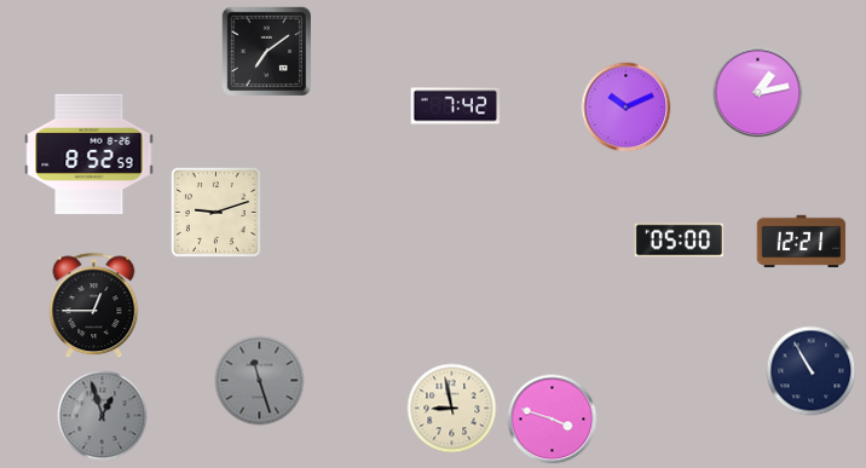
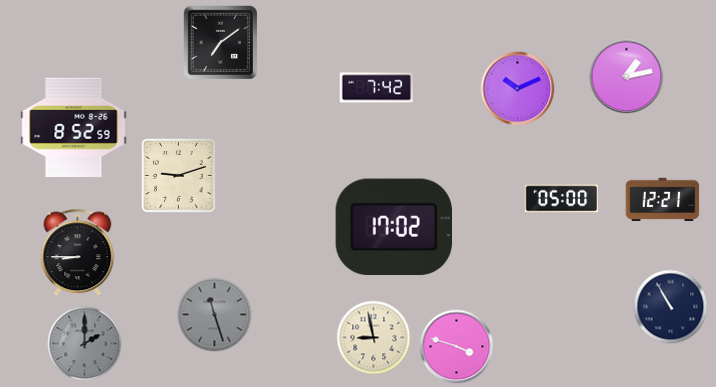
clock at (393, 227): none -> 17:02
clock at (94, 306): 12:45 -> 8:45
clock at (103, 416): 12:57 -> 2:00
